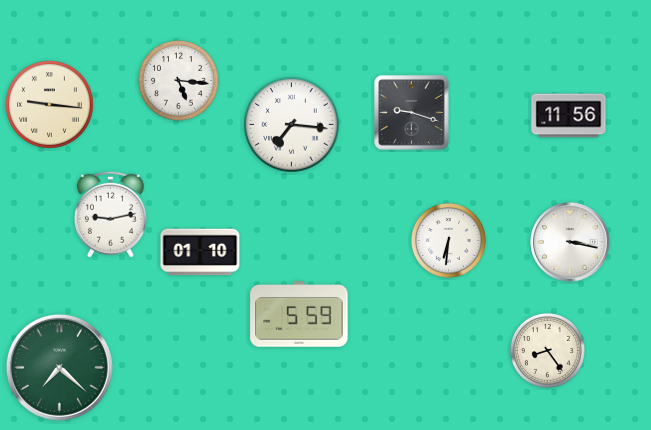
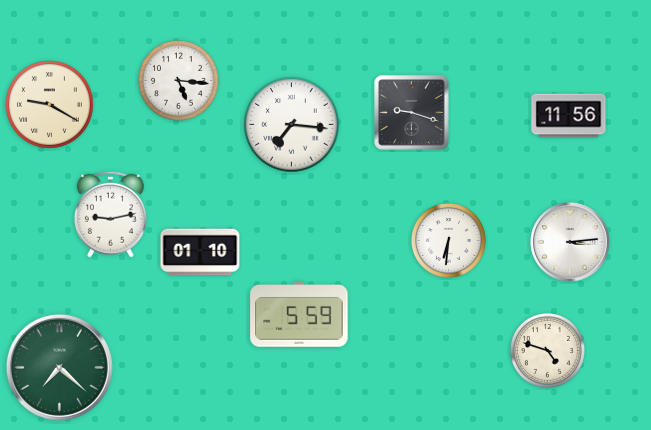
clock at (50, 105): 9:16 -> 9:20
clock at (570, 242): 3:17 -> 3:14
clock at (547, 350): 8:24 -> 4:48
